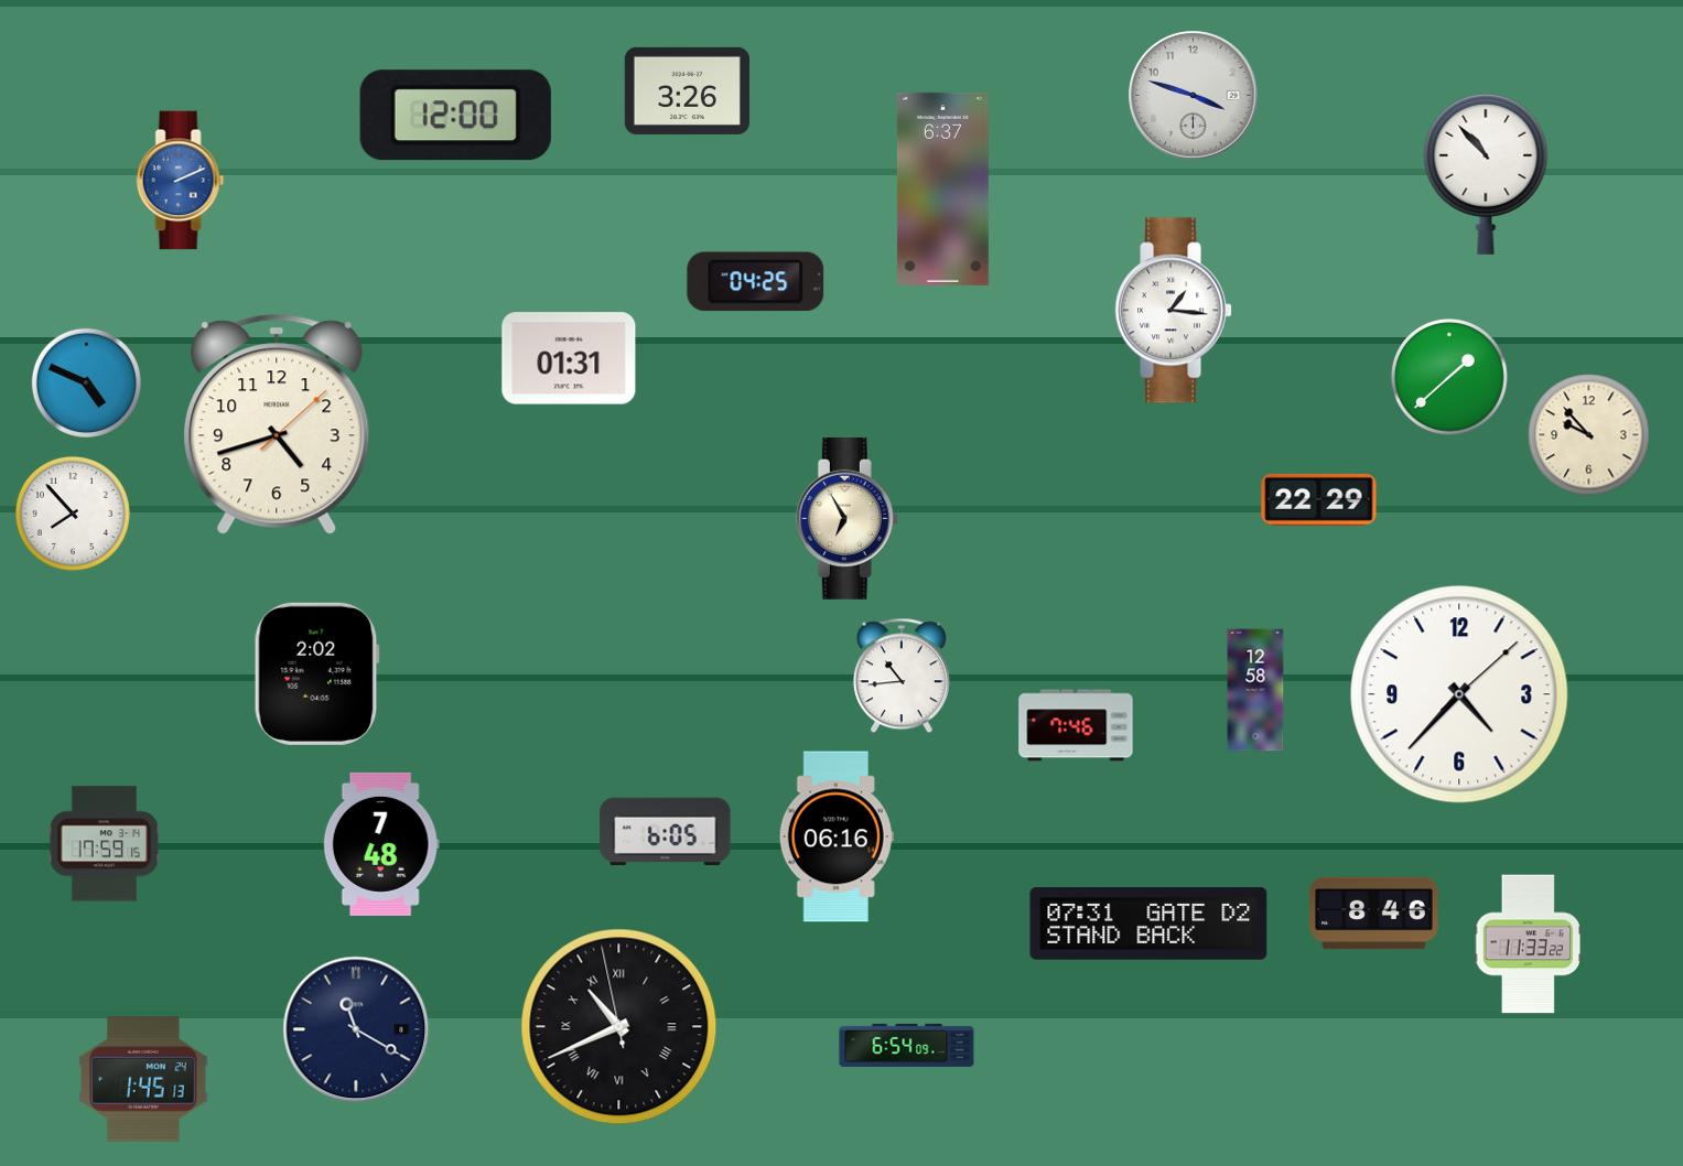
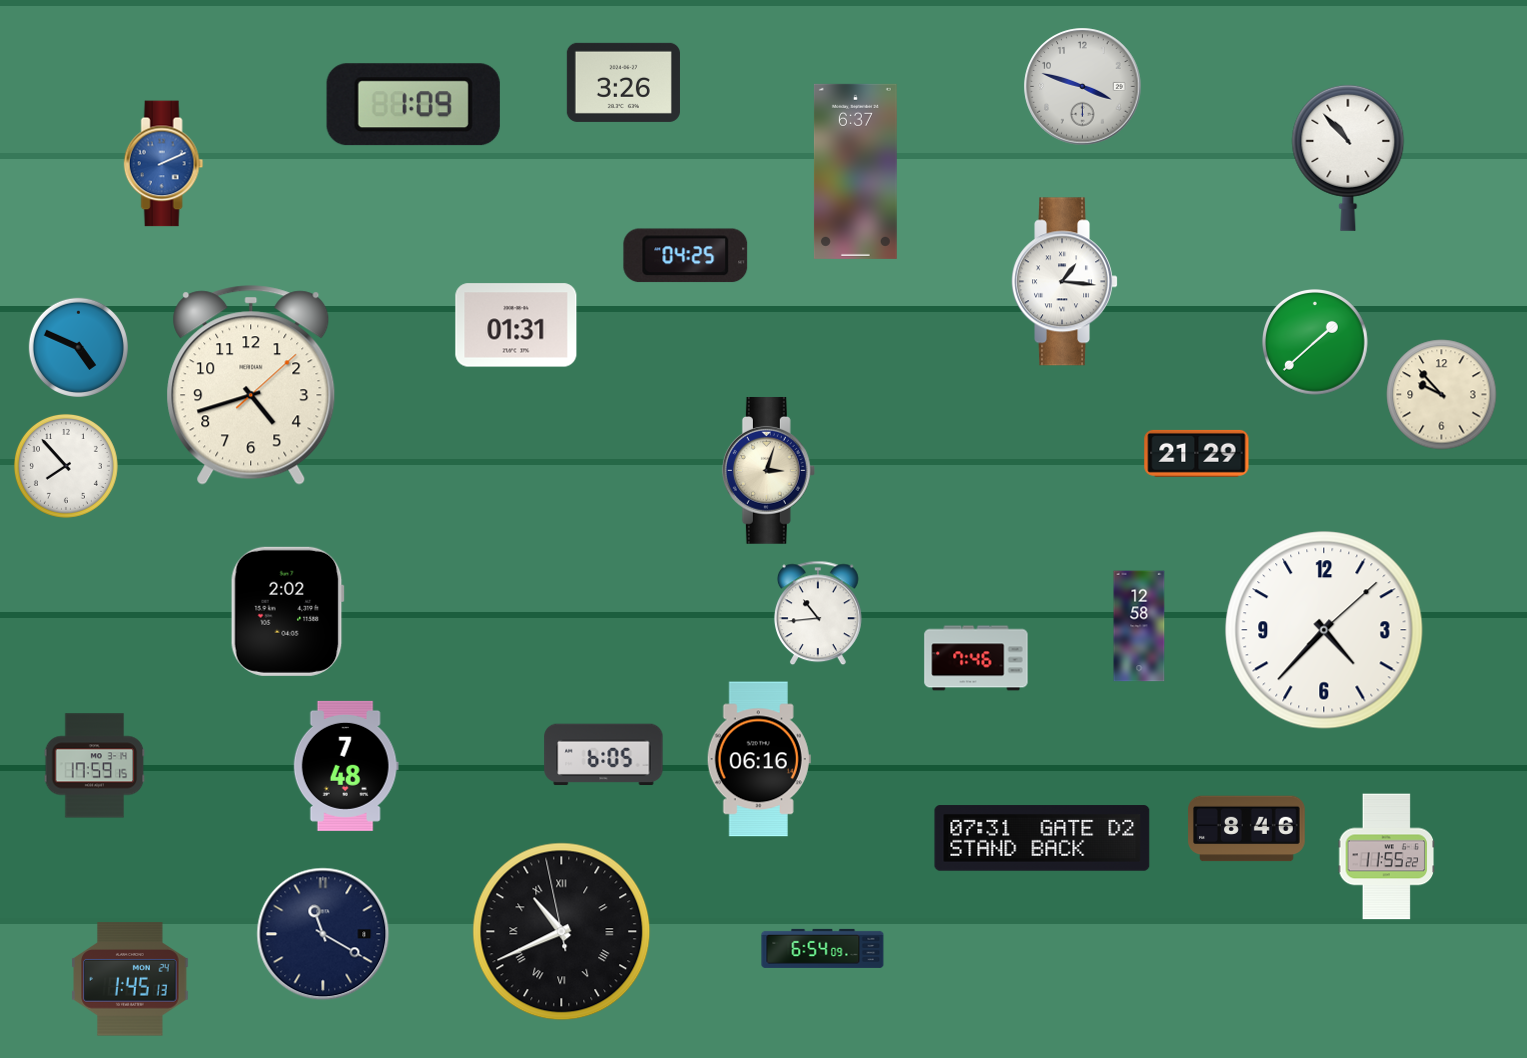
clock at (455, 116): 12:00 -> 1:09
clock at (1319, 499): 22:29 -> 21:29
clock at (846, 518): 6:55 -> 3:03
clock at (1529, 944): 11:33 -> 11:55
